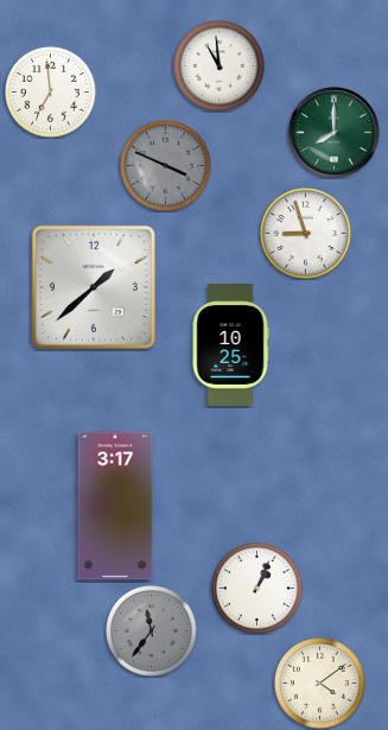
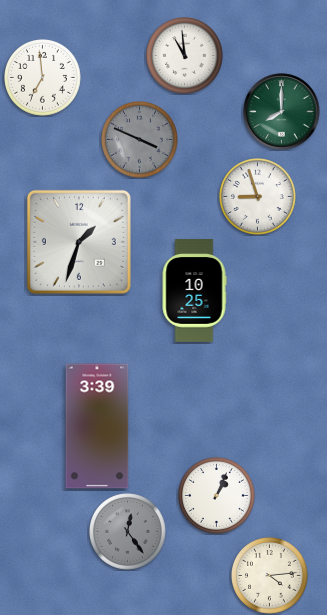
clock at (94, 287): 1:38 -> 1:33
clock at (115, 506): 3:17 -> 3:39
clock at (152, 631): 11:36 -> 12:24
clock at (320, 684): 4:09 -> 4:14
